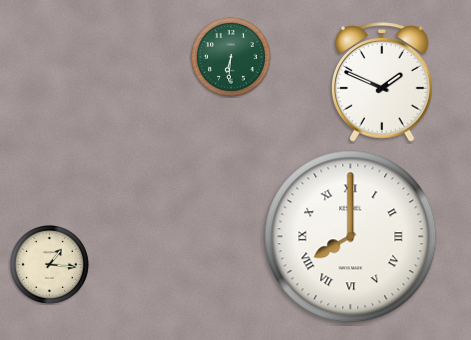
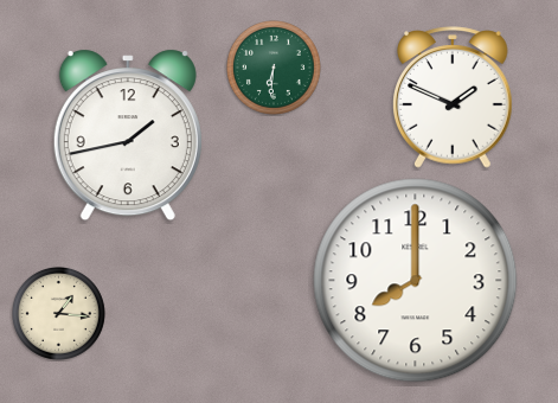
clock at (128, 135): none -> 1:43
clock at (351, 237) numerals: Roman -> Arabic
